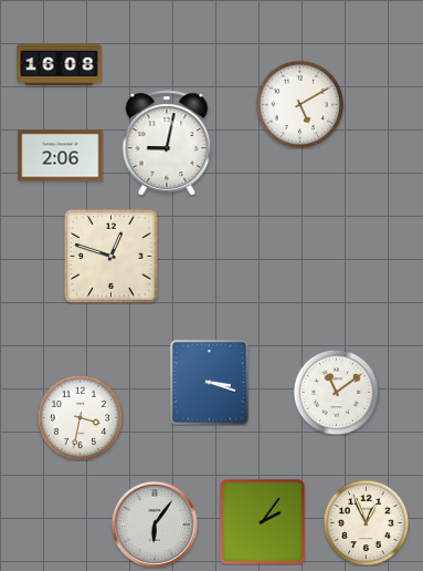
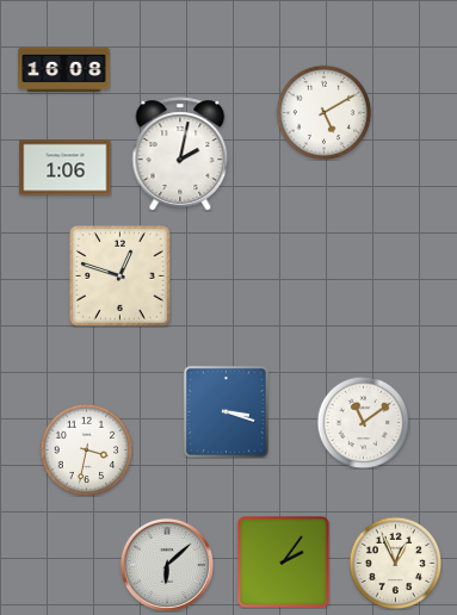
clock at (167, 143): 9:02 -> 2:02
clock at (61, 156): 2:06 -> 1:06
clock at (155, 525): 6:06 -> 6:08
